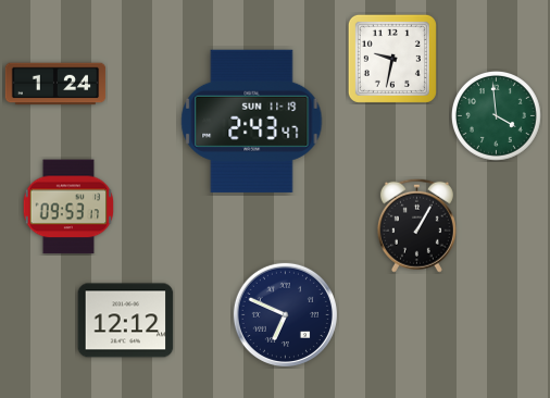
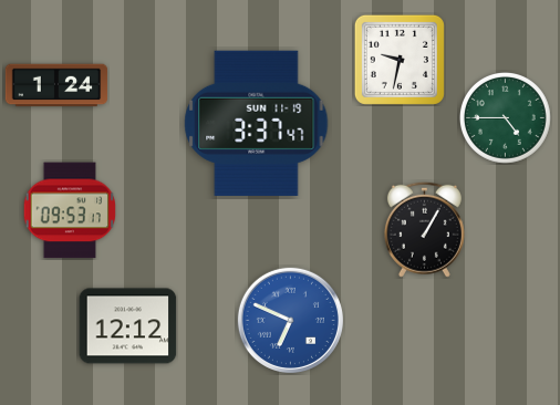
clock at (497, 116): 3:59 -> 4:45
clock at (252, 121): 2:43 -> 3:37
clock at (285, 314) dial: navy -> blue
